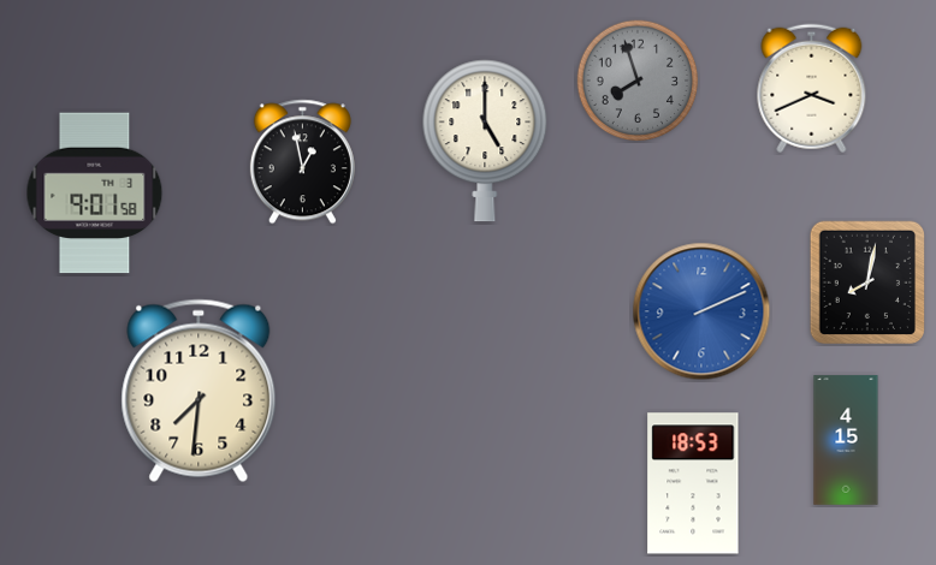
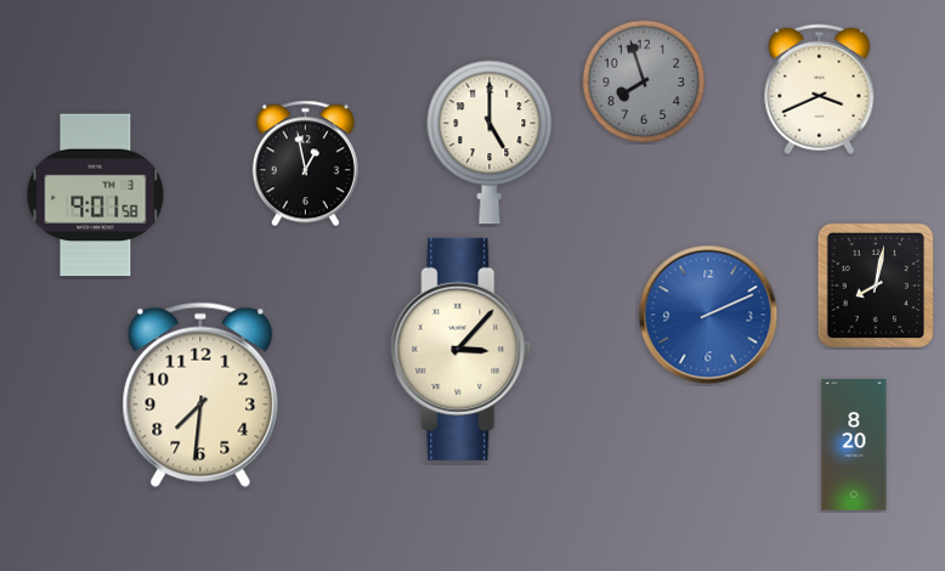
clock at (462, 349): none -> 3:07
clock at (846, 440): 4:15 -> 8:20
clock at (693, 483): 18:53 -> none
